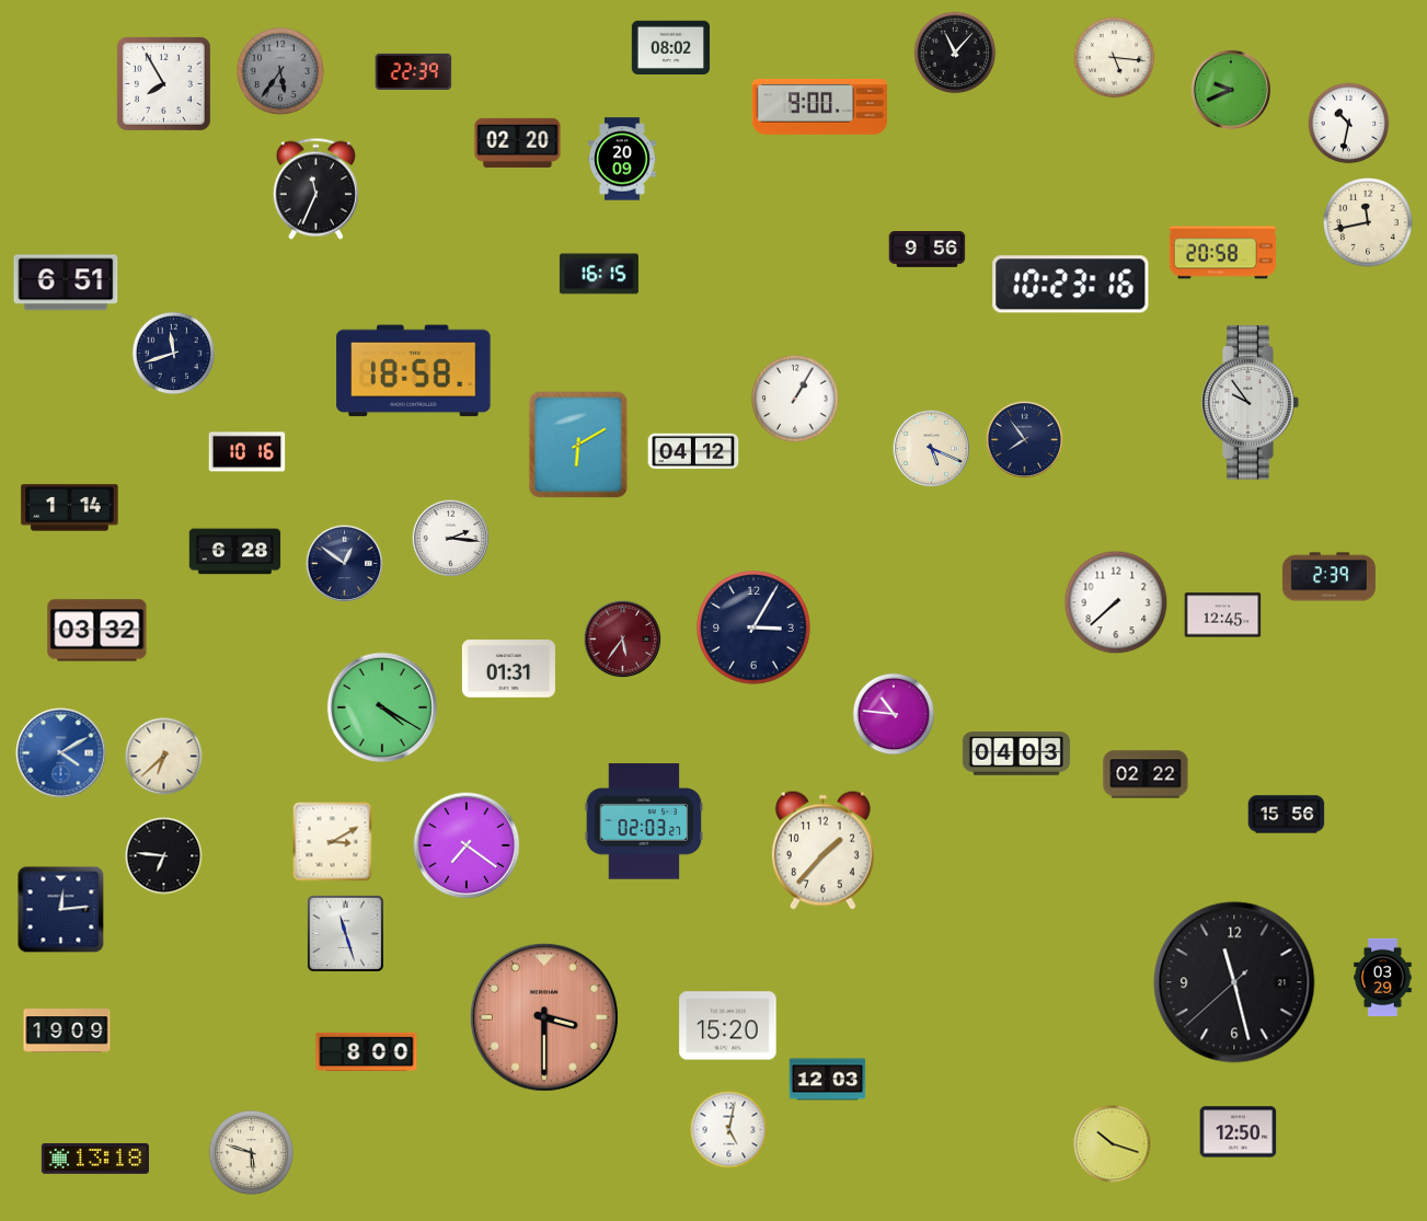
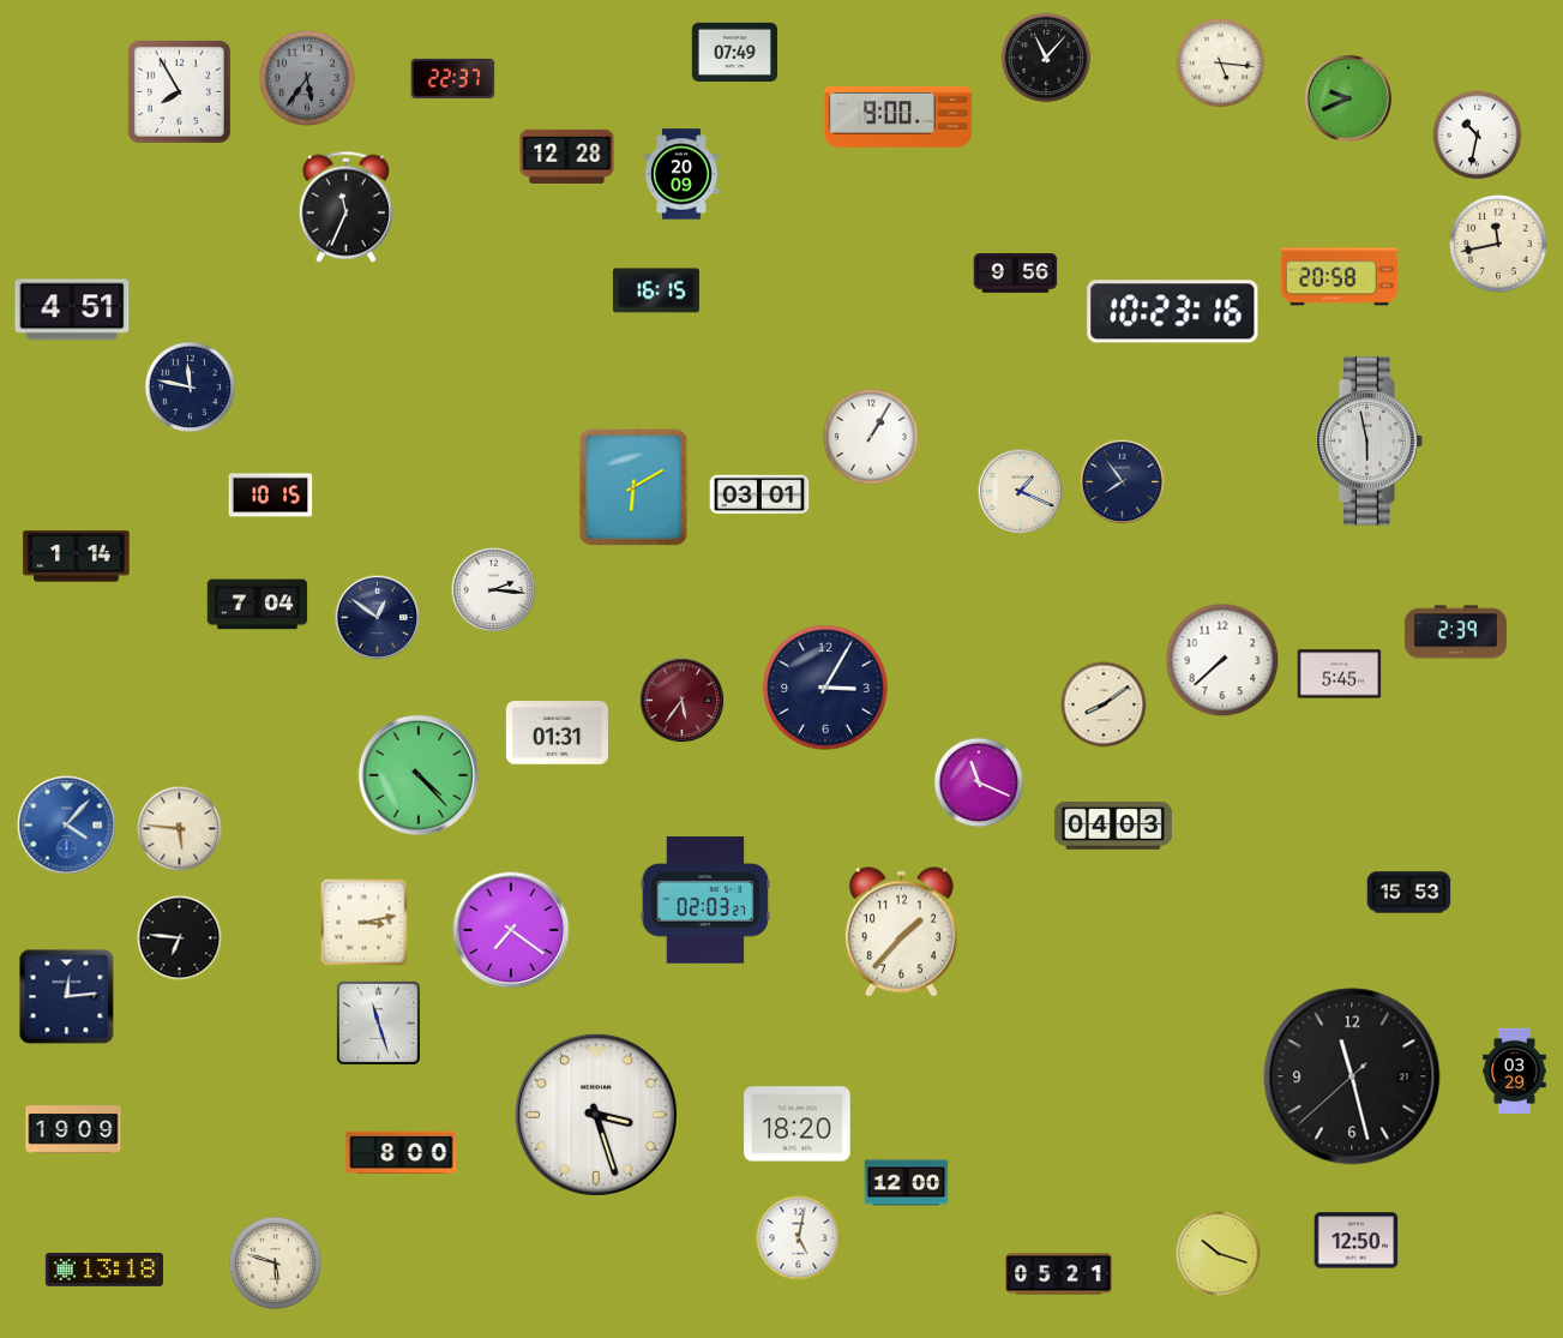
clock at (670, 47): 08:02 -> 07:49
clock at (414, 71): 22:39 -> 22:37
clock at (518, 142): 02:20 -> 12:28
clock at (599, 274) position: (599, 274) -> (656, 290)
clock at (66, 283): 6:51 -> 4:51
clock at (174, 354): 11:42 -> 11:47
clock at (414, 371): 18:58 -> none
clock at (1251, 403): 9:54 -> 5:58
clock at (932, 449): 5:19 -> 1:19
clock at (693, 451): 04:12 -> 03:01
clock at (248, 452): 10:16 -> 10:15
clock at (235, 552): 6:28 -> 7:04
clock at (1223, 615): 12:45 -> 5:45
clock at (97, 631): 03:32 -> none
clock at (1104, 704): none -> 8:09
clock at (381, 706): 4:20 -> 4:23
clock at (894, 714): 10:46 -> 11:19
clock at (61, 753): 4:10 -> 4:07
clock at (164, 757): 6:38 -> 5:46
clock at (1146, 774): 02:22 -> none
clock at (1287, 815): 15:56 -> 15:53
clock at (333, 842): 3:10 -> 3:13
clock at (467, 845) position: (467, 845) -> (511, 930)
clock at (544, 1017): 3:30 -> 3:27
clock at (544, 1017) dial: salmon -> white
clock at (728, 1026): 15:20 -> 18:20
clock at (828, 1080): 12:03 -> 12:00
clock at (1059, 1274): none -> 05:21
